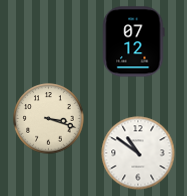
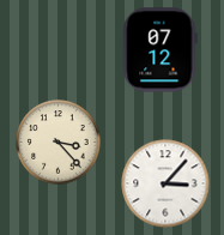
clock at (49, 119): 3:18 -> 3:23
clock at (138, 153): 10:51 -> 3:07
